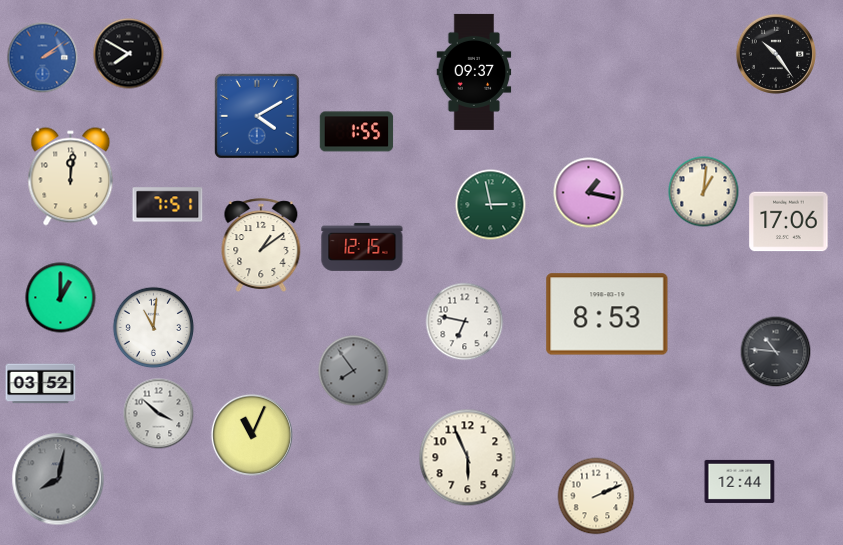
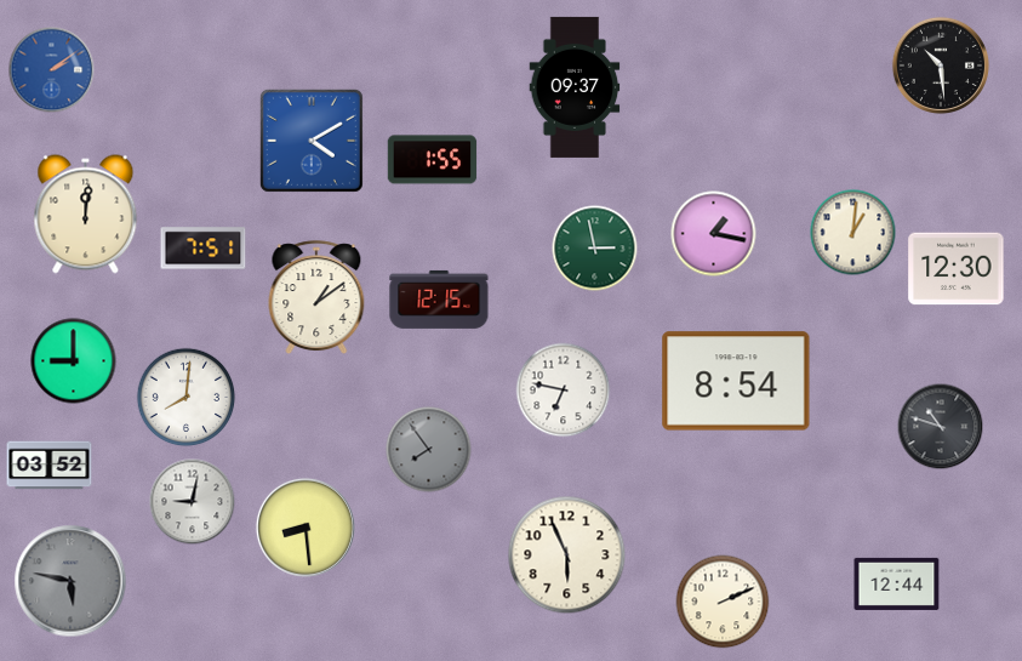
clock at (129, 54): 7:50 -> none
clock at (776, 54): 10:24 -> 10:29
clock at (789, 222): 17:06 -> 12:30
clock at (61, 298): 1:00 -> 9:00
clock at (607, 314): 8:53 -> 8:54
clock at (154, 328): 11:01 -> 8:01
clock at (776, 352): 10:46 -> 10:48
clock at (159, 414): 3:52 -> 9:02
clock at (252, 435): 11:04 -> 8:29
clock at (58, 479): 8:02 -> 5:47
